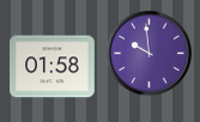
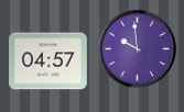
clock at (53, 67): 01:58 -> 04:57
